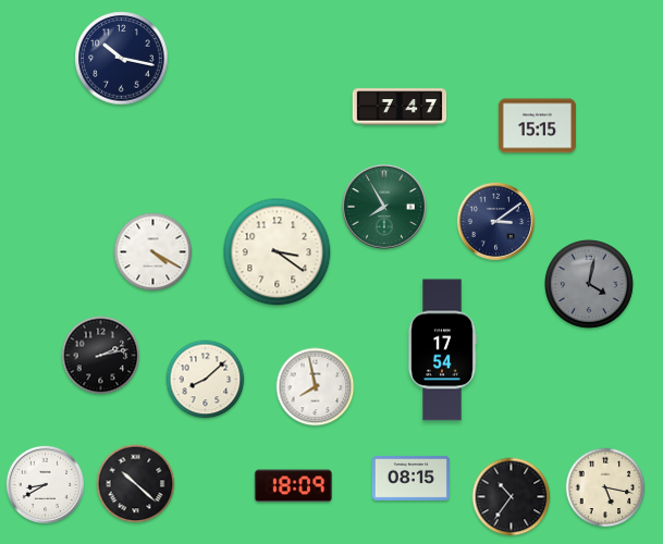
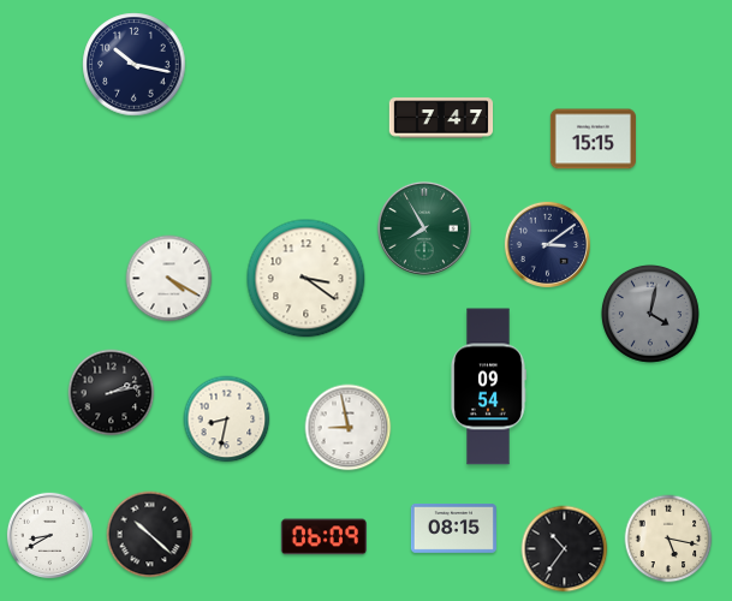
clock at (442, 350): 17:54 -> 09:54
clock at (206, 380): 8:08 -> 8:32
clock at (316, 387): 7:58 -> 8:58
clock at (293, 486): 18:09 -> 06:09
